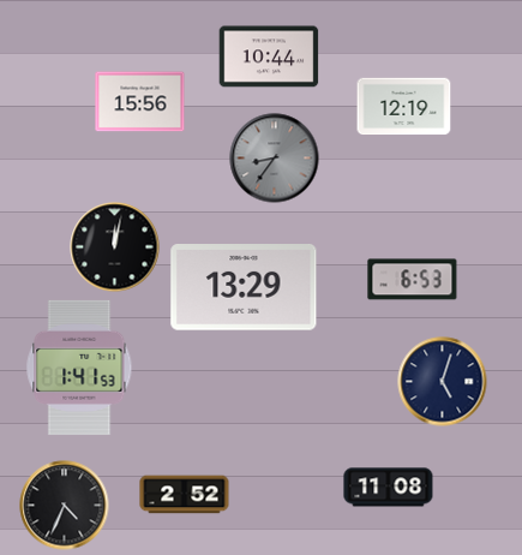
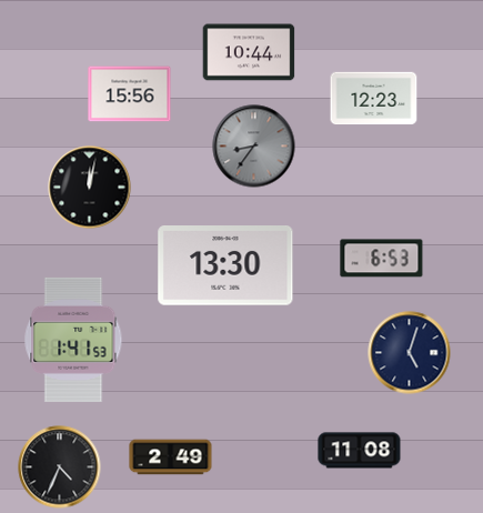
clock at (404, 107): 12:19 -> 12:23
clock at (115, 247) position: (115, 247) -> (90, 188)
clock at (244, 288): 13:29 -> 13:30
clock at (185, 495): 2:52 -> 2:49
